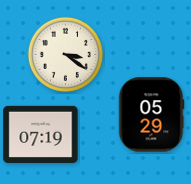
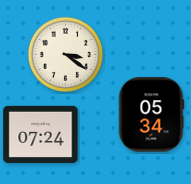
clock at (151, 115): 05:29 -> 05:34
clock at (41, 134): 07:19 -> 07:24
